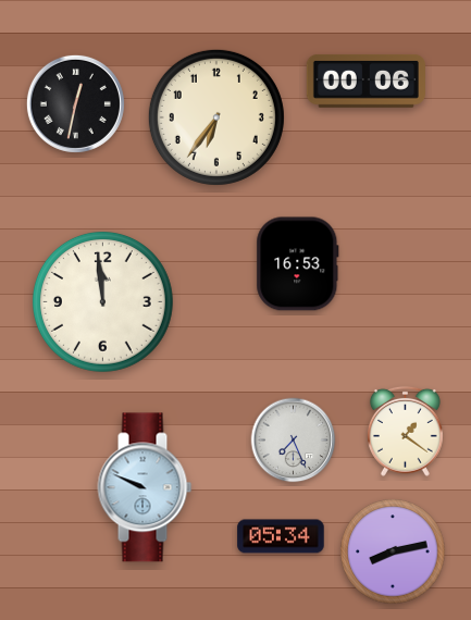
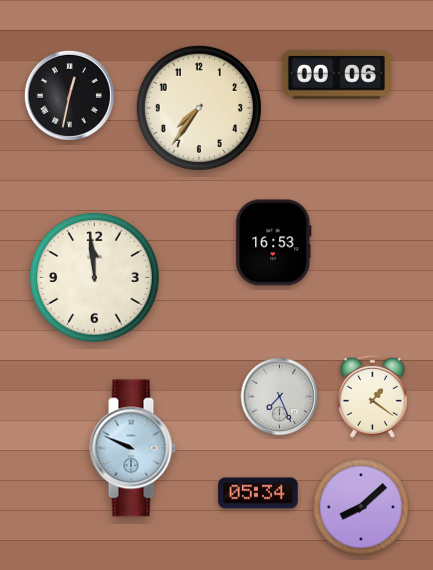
clock at (216, 117): 6:36 -> 7:36
clock at (294, 441) position: (294, 441) -> (280, 397)
clock at (393, 551): 8:13 -> 8:08
